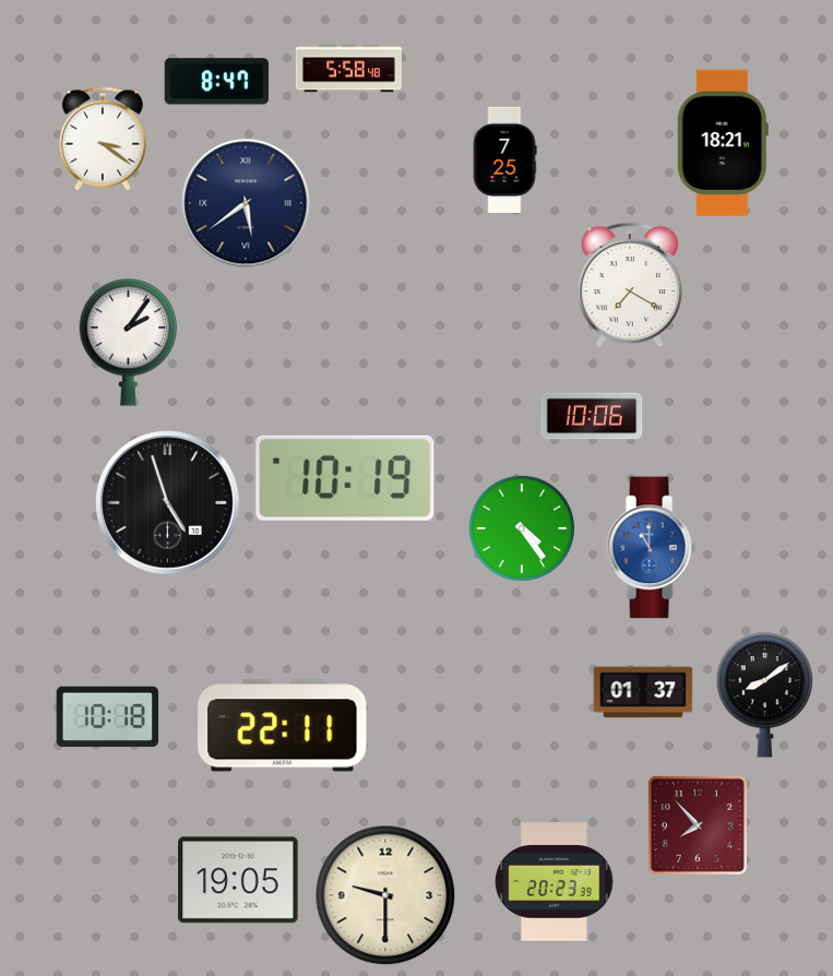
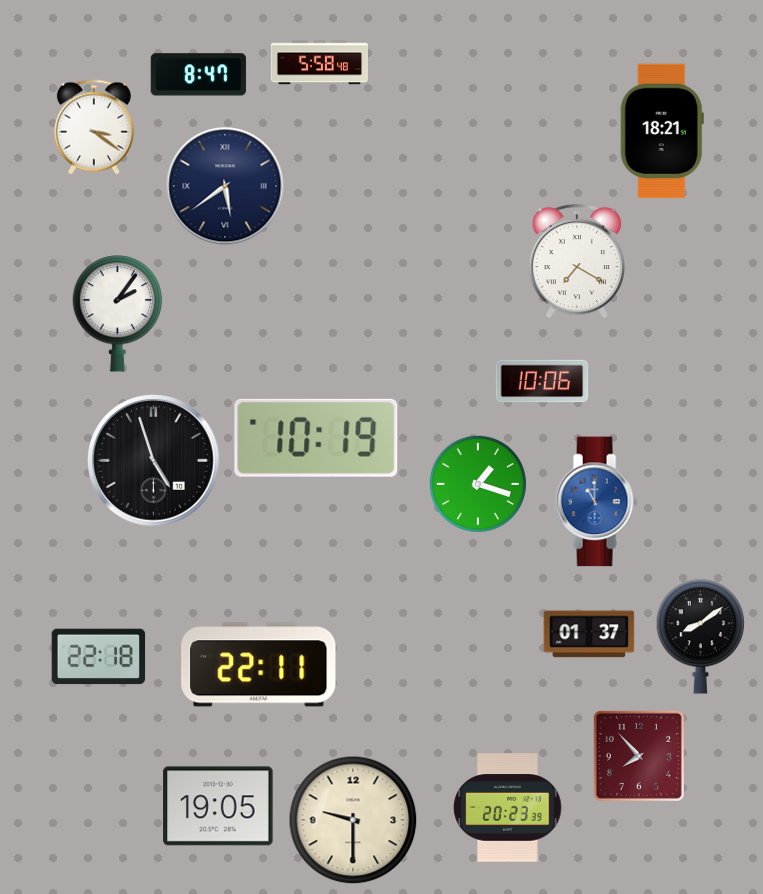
clock at (504, 159): 7:25 -> none
clock at (521, 527): 4:24 -> 1:18
clock at (108, 717): 10:18 -> 22:18
